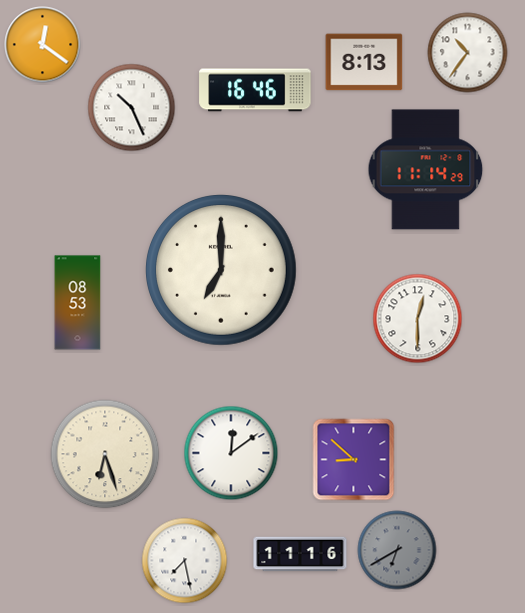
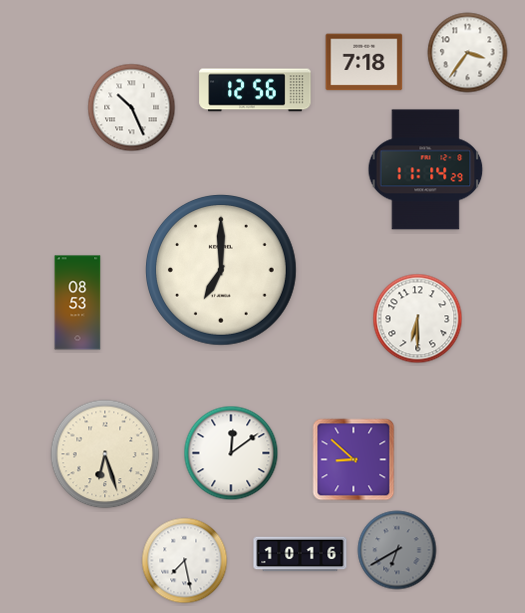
clock at (43, 45): 12:21 -> none
clock at (468, 53): 10:36 -> 3:36
clock at (364, 62): 8:13 -> 7:18
clock at (255, 90): 16:46 -> 12:56
clock at (418, 319): 12:30 -> 6:30
clock at (300, 554): 11:16 -> 10:16
